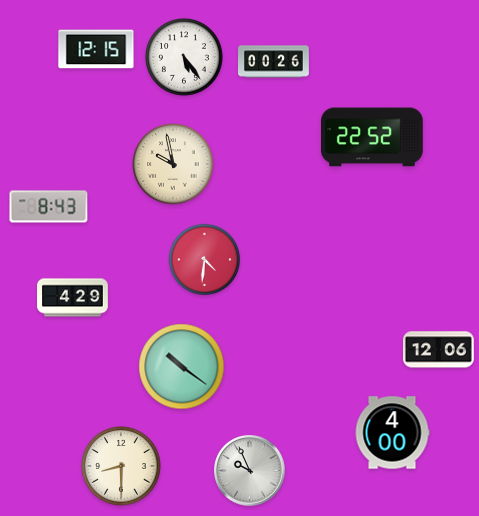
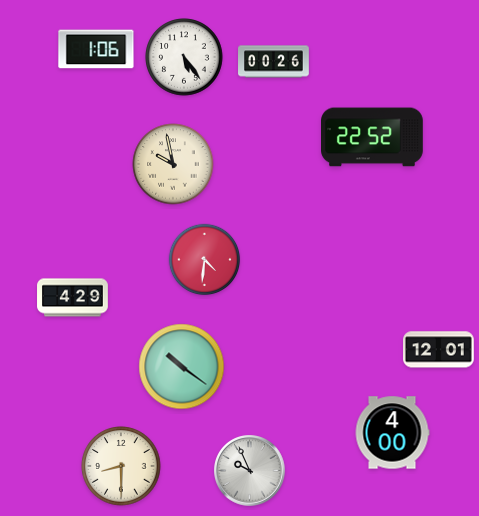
clock at (96, 49): 12:15 -> 1:06
clock at (49, 207): 8:43 -> none
clock at (439, 350): 12:06 -> 12:01
